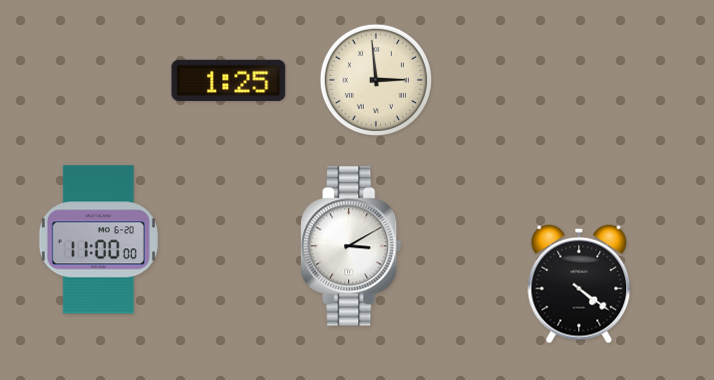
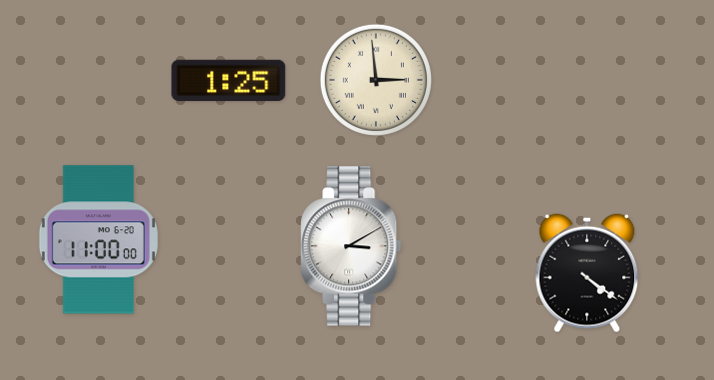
clock at (579, 284) position: (579, 284) -> (587, 273)
